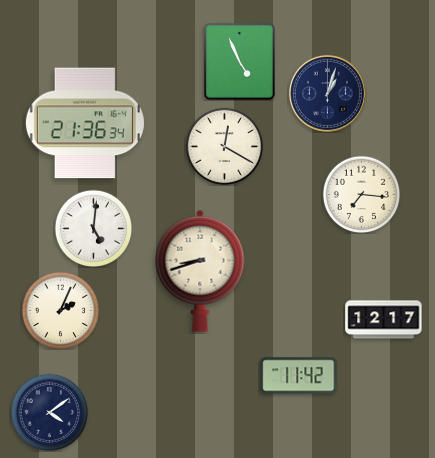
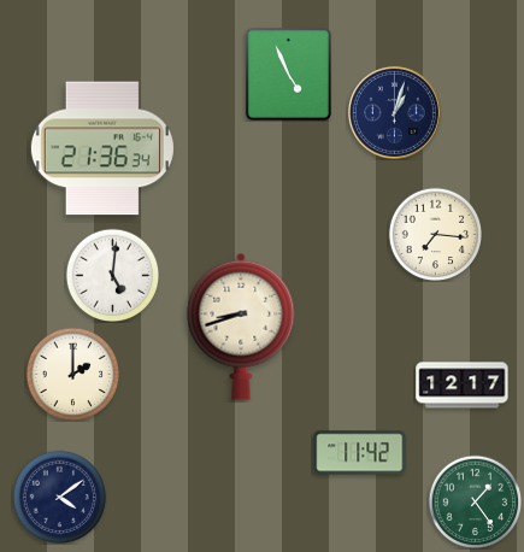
clock at (224, 146): 12:20 -> none
clock at (60, 310): 2:04 -> 2:00
clock at (475, 501): none -> 1:24
